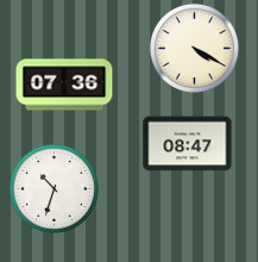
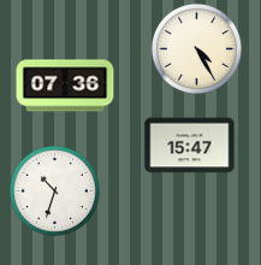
clock at (194, 48): 4:20 -> 4:25
clock at (188, 144): 08:47 -> 15:47
